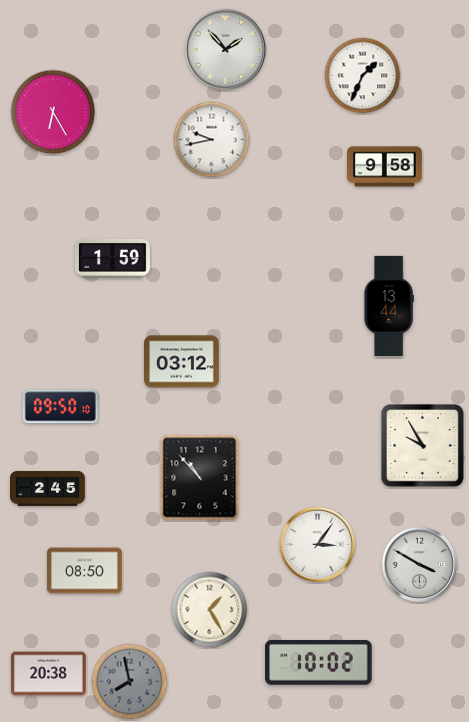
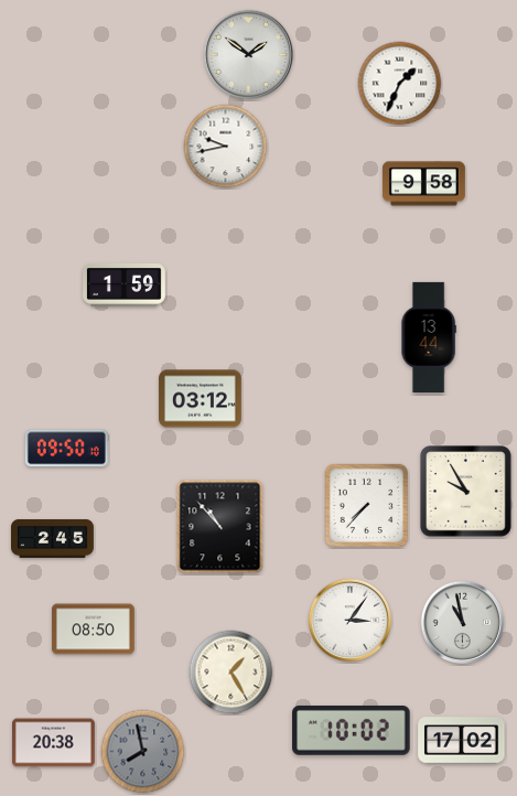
clock at (226, 50): 1:53 -> 1:51
clock at (53, 112): 6:25 -> none
clock at (212, 140) position: (212, 140) -> (226, 147)
clock at (367, 506): none -> 7:37
clock at (318, 545) position: (318, 545) -> (351, 621)
clock at (420, 565): 3:50 -> 10:58
clock at (462, 741): none -> 17:02
